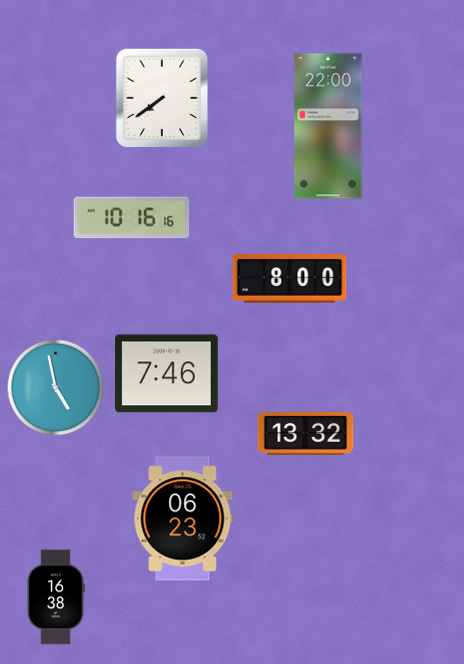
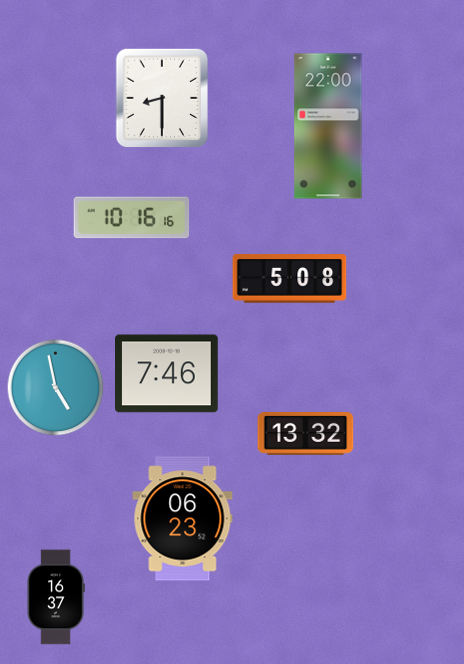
clock at (161, 98): 7:39 -> 8:30
clock at (290, 279): 8:00 -> 5:08
clock at (56, 597): 16:38 -> 16:37
